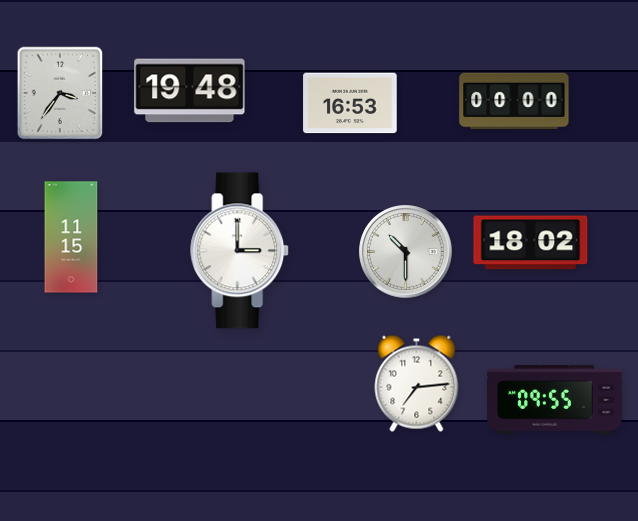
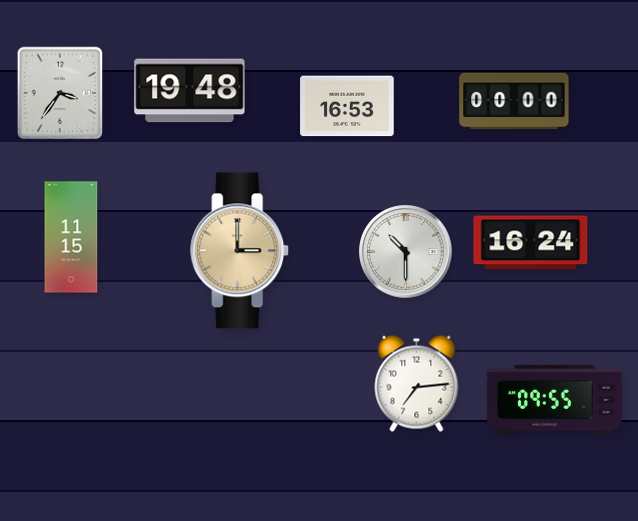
clock at (350, 103) position: (350, 103) -> (347, 106)
clock at (531, 243): 18:02 -> 16:24
clock at (240, 251) dial: white -> champagne
